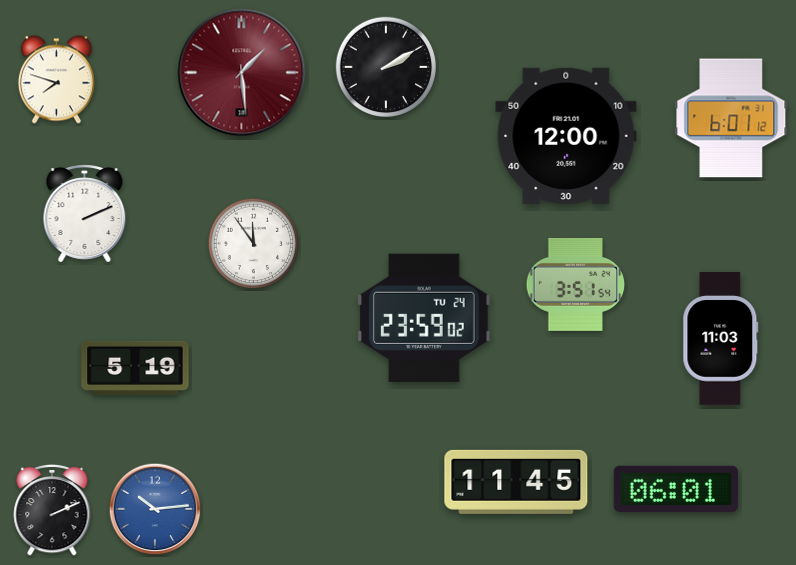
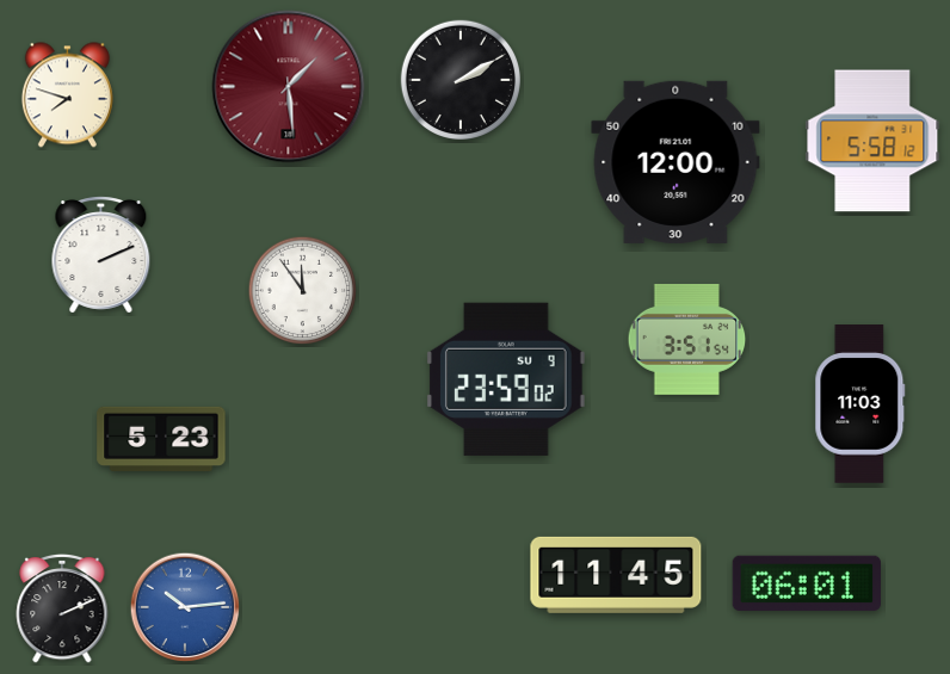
clock at (731, 118): 6:01 -> 5:58
clock at (425, 318) date: TU 24 -> SU 9
clock at (135, 368): 5:19 -> 5:23
